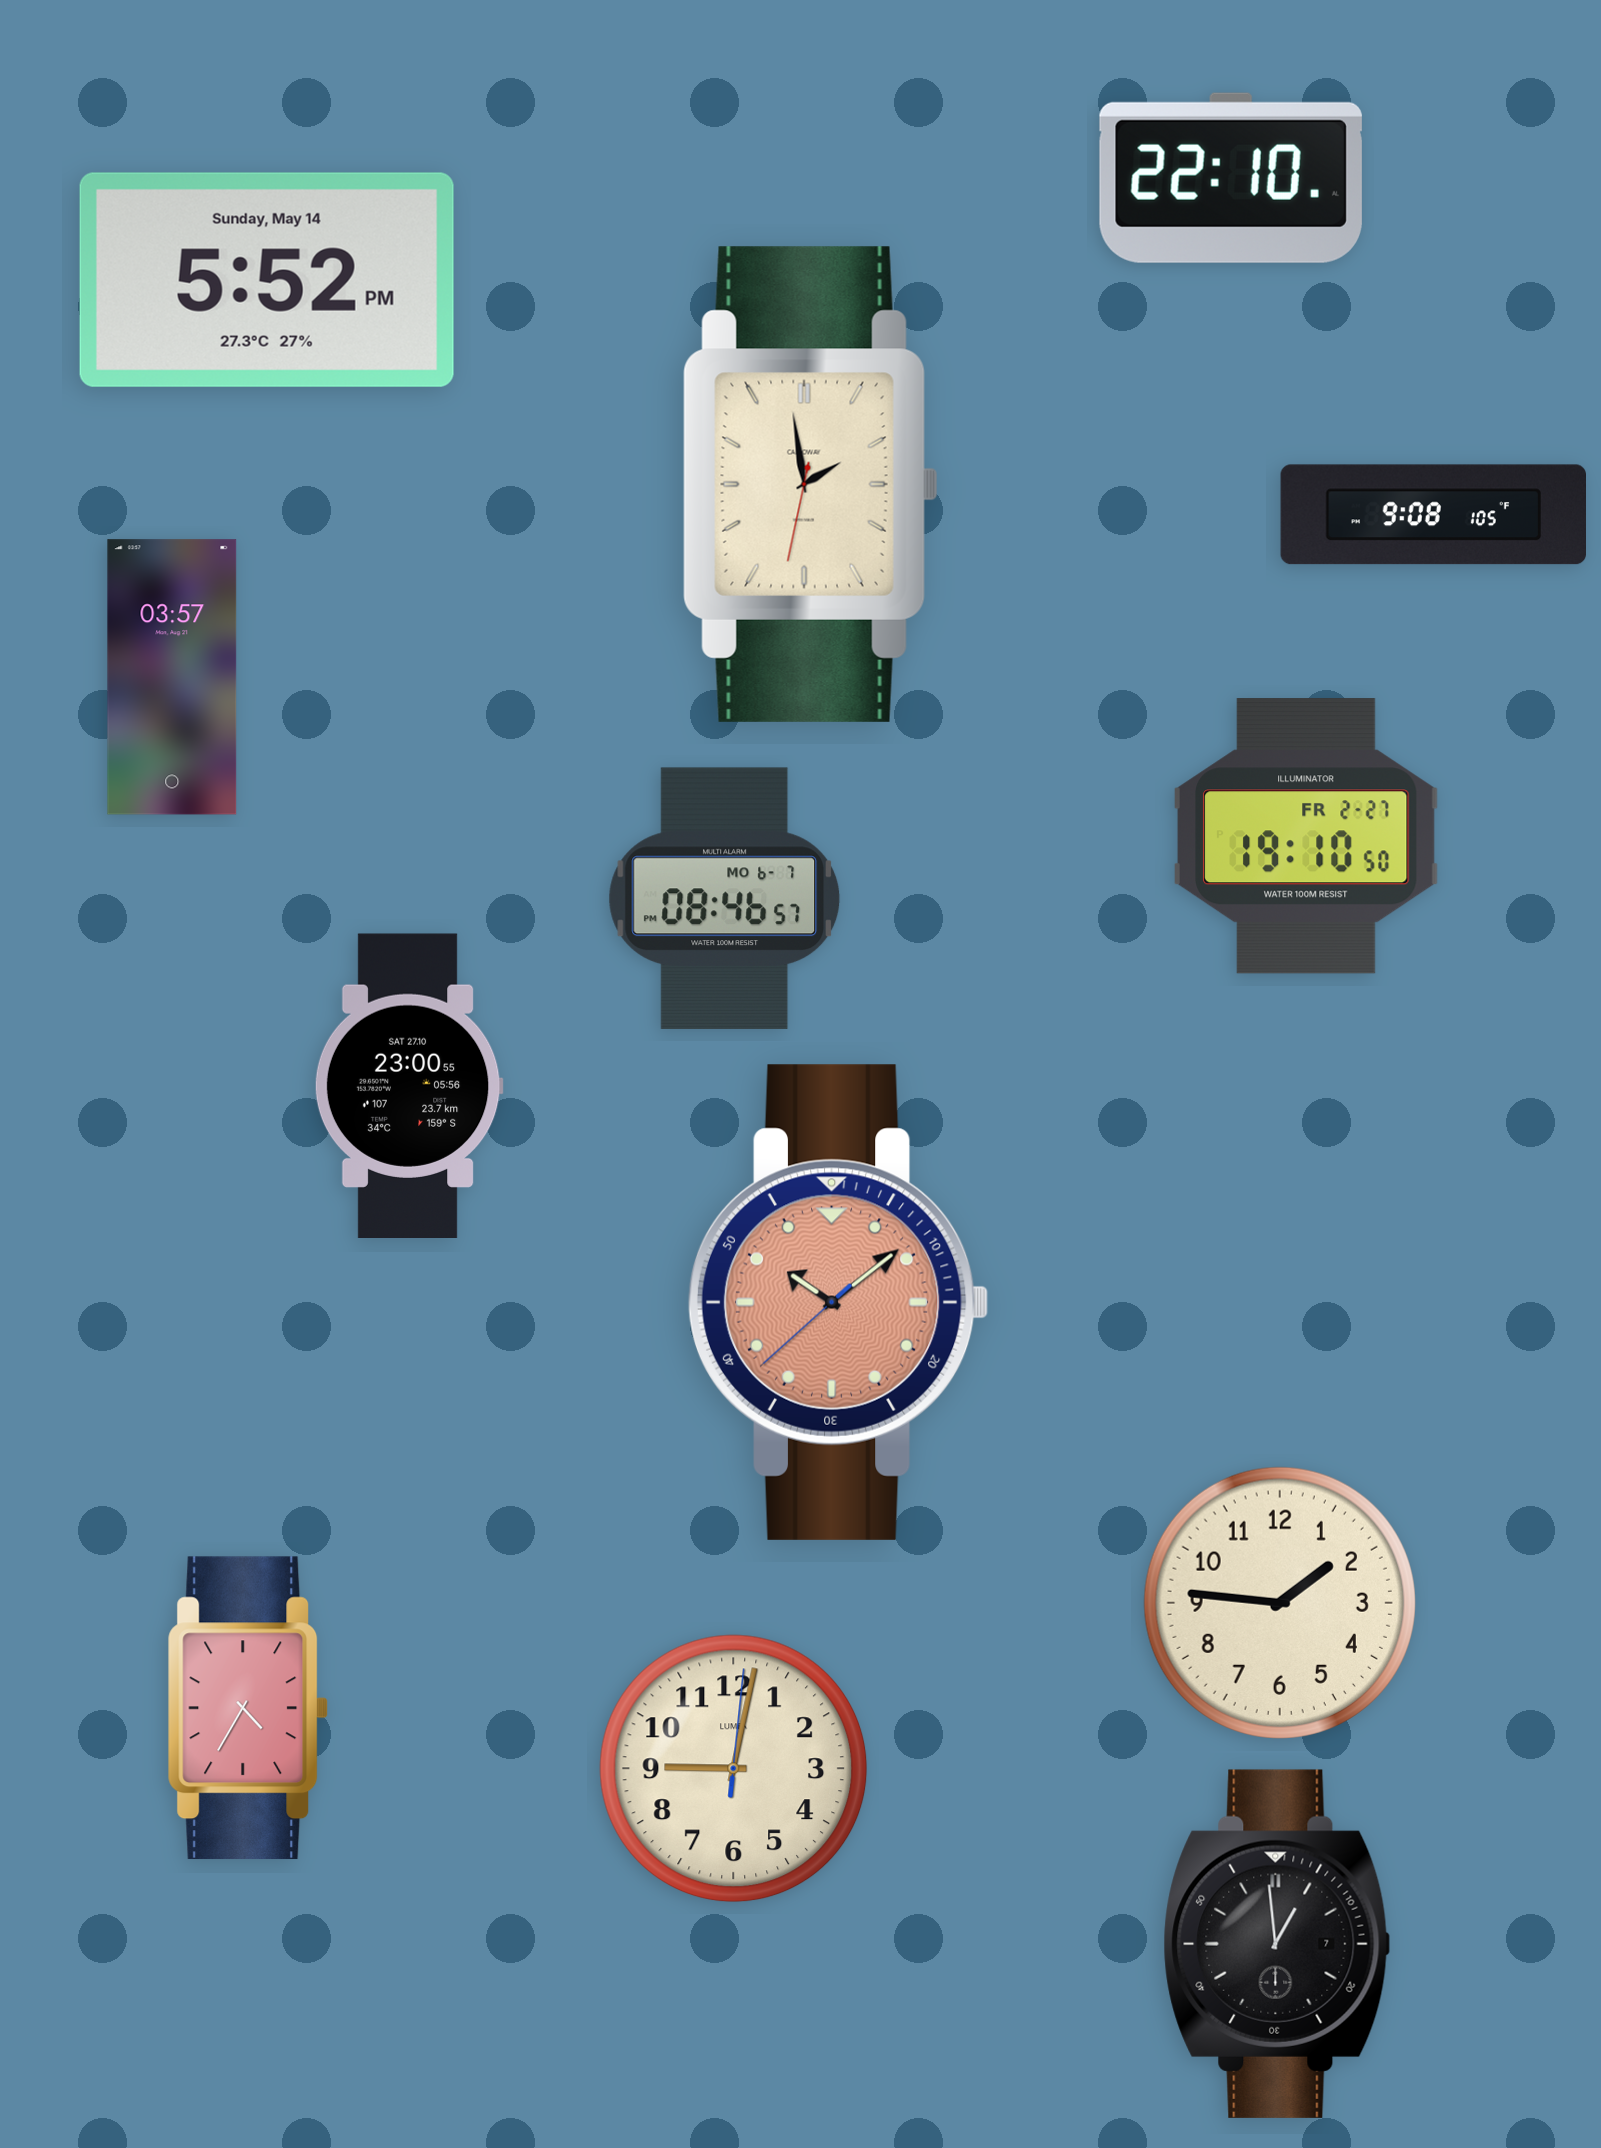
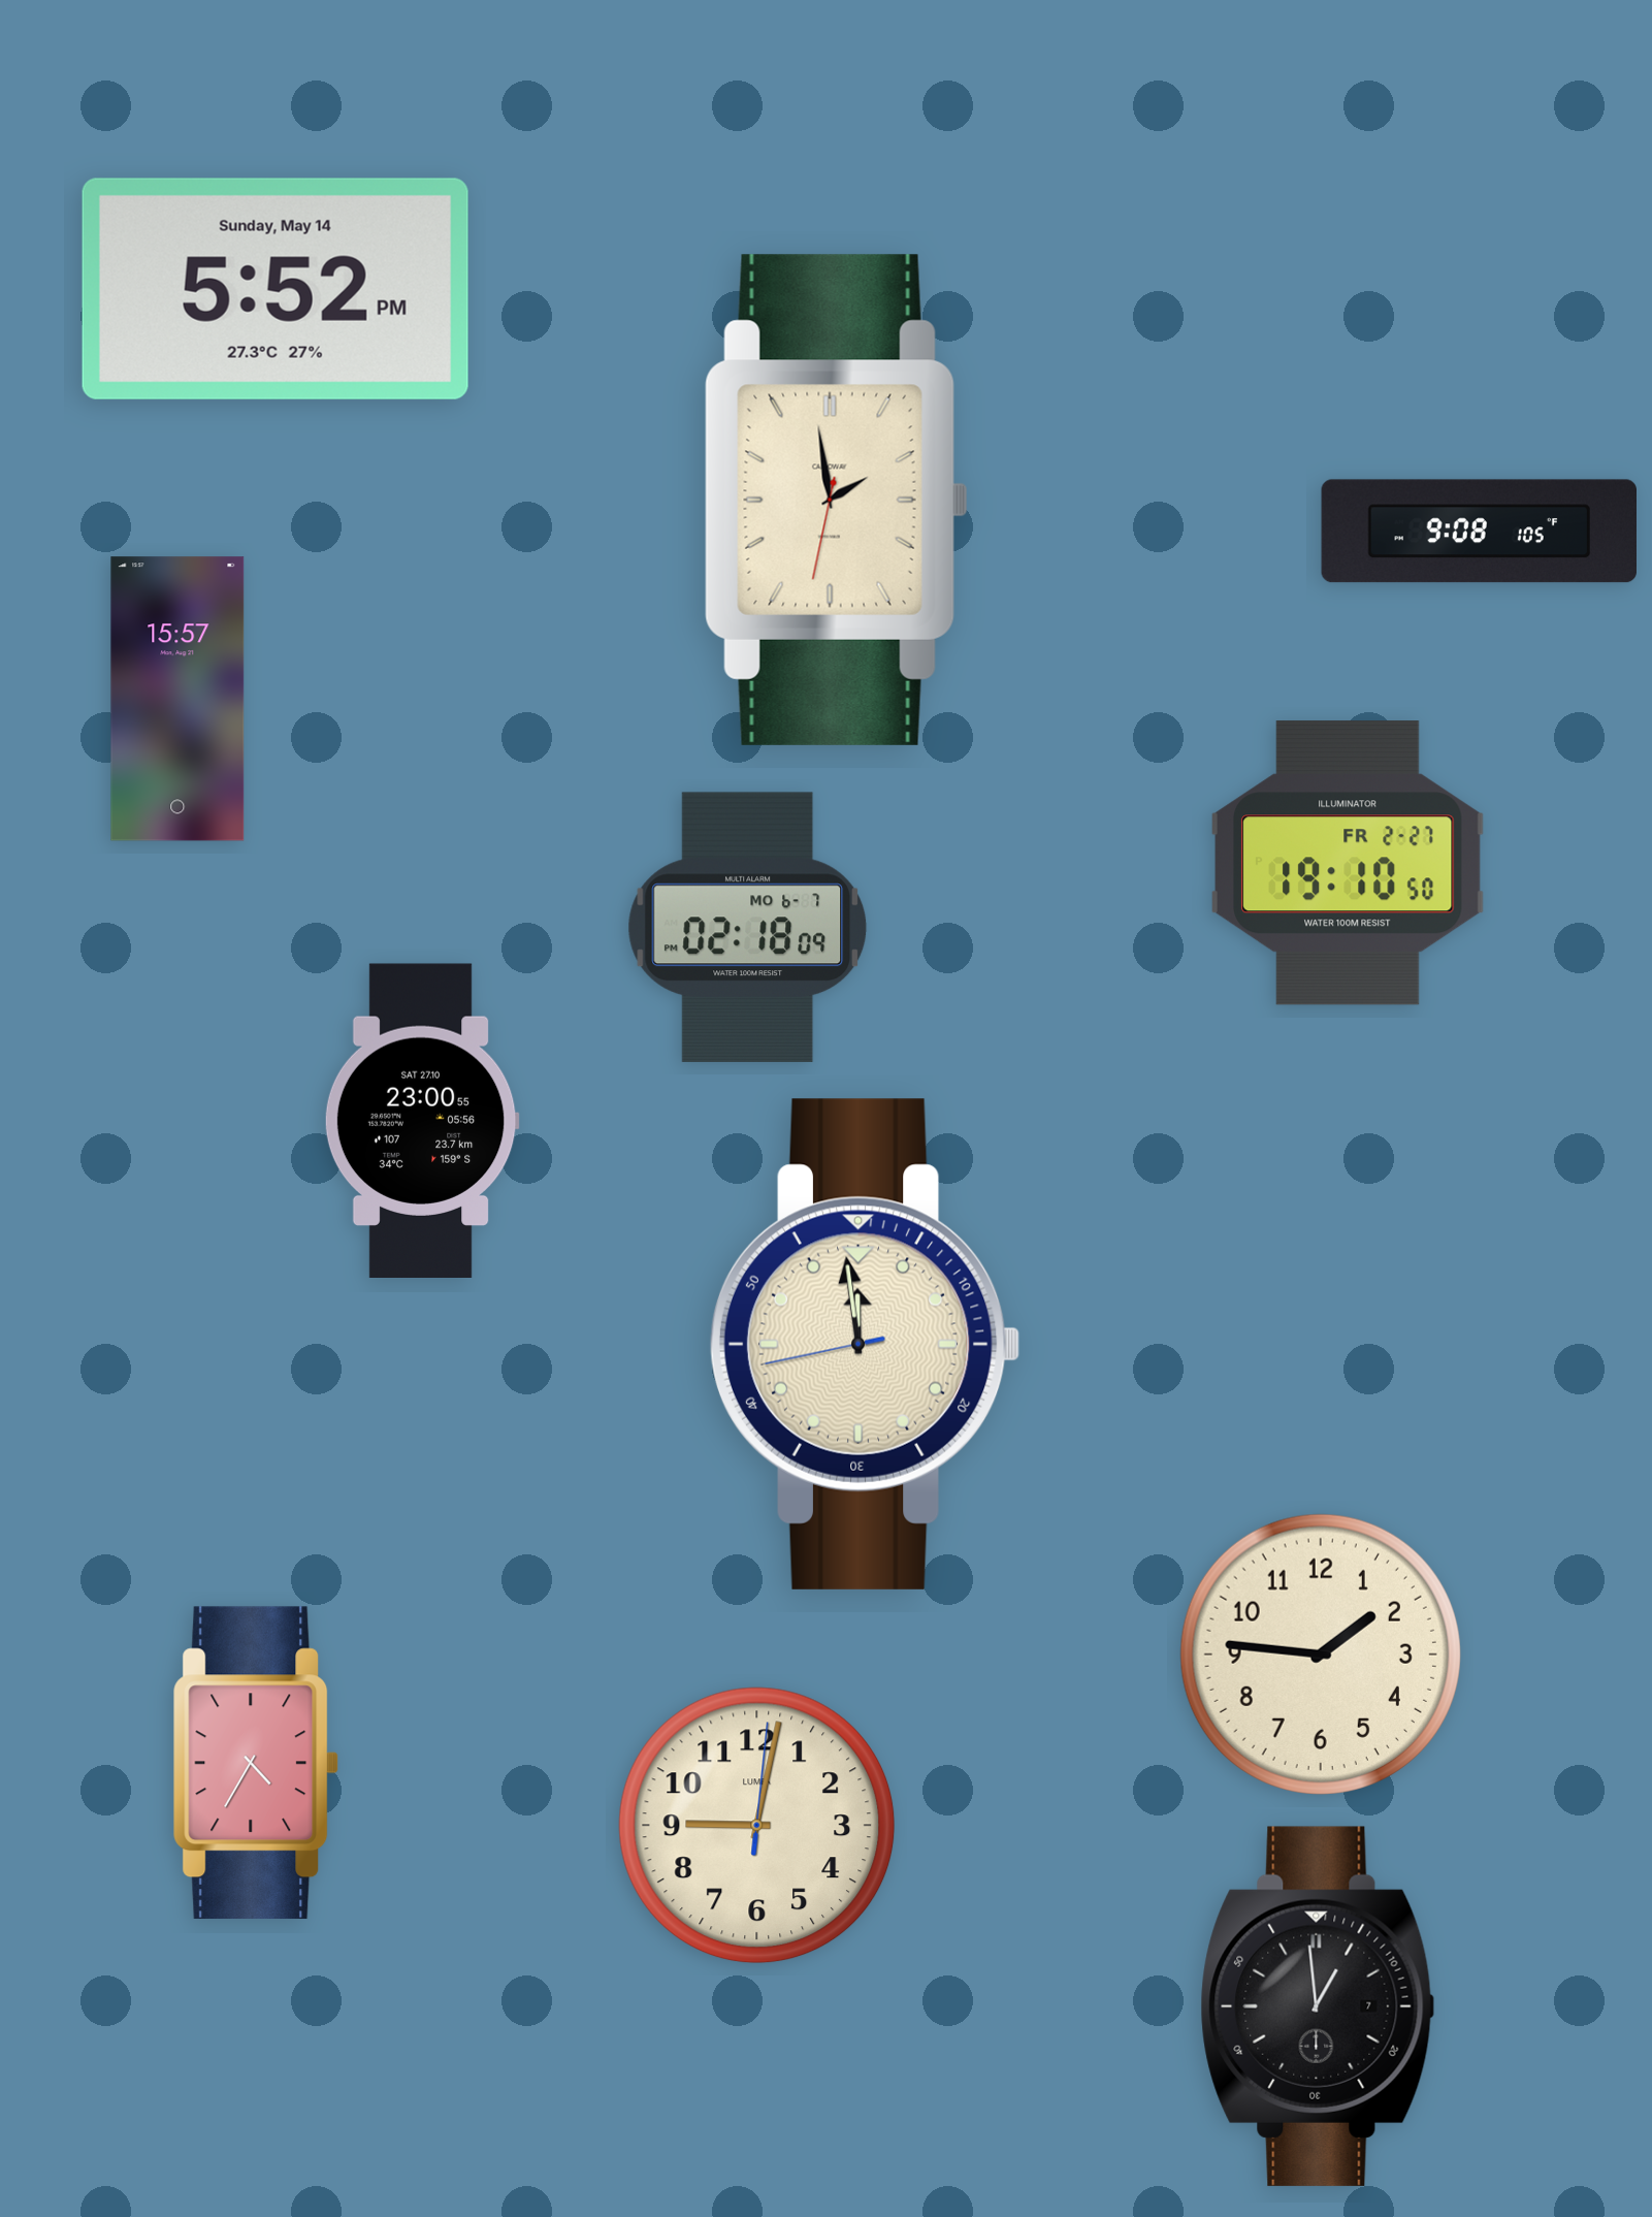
clock at (1231, 178): 22:10 -> none
clock at (172, 677): 03:57 -> 15:57
clock at (725, 898): 08:46 -> 02:18
clock at (838, 1302): 10:08 -> 11:58
clock at (838, 1302) dial: salmon -> cream
